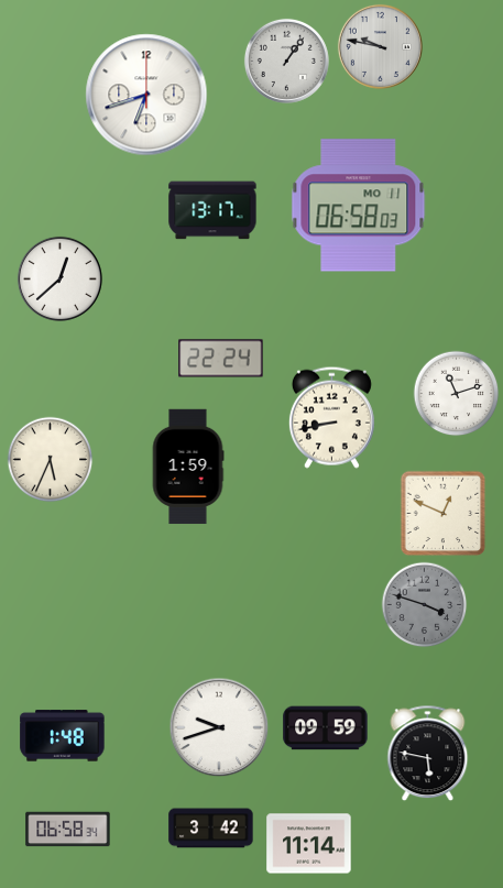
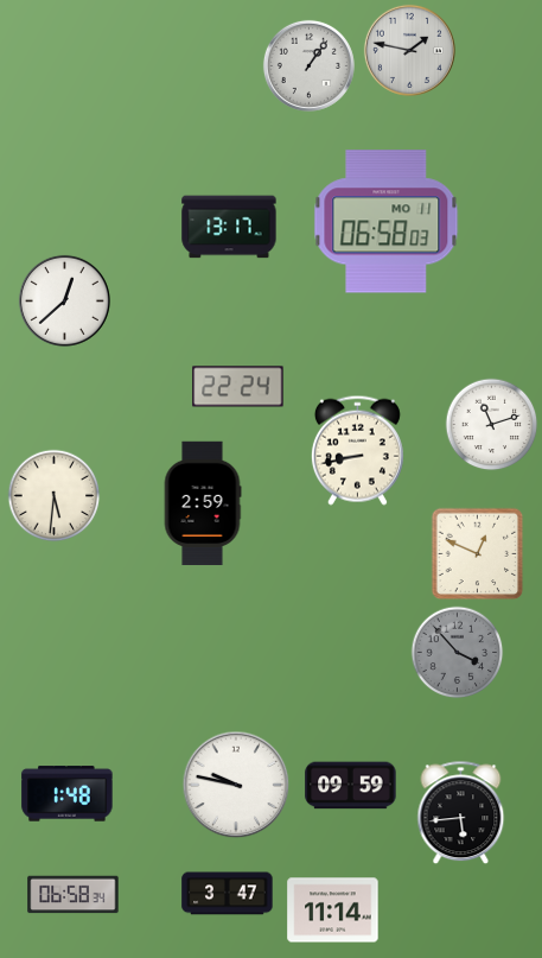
clock at (380, 46): 9:47 -> 1:47
clock at (146, 95): 6:42 -> none
clock at (50, 459): 5:34 -> 5:31
clock at (188, 467): 1:59 -> 2:59
clock at (424, 604): 3:48 -> 3:53
clock at (219, 727): 9:42 -> 9:47
clock at (428, 753): 5:47 -> 5:44
clock at (211, 829): 3:42 -> 3:47
